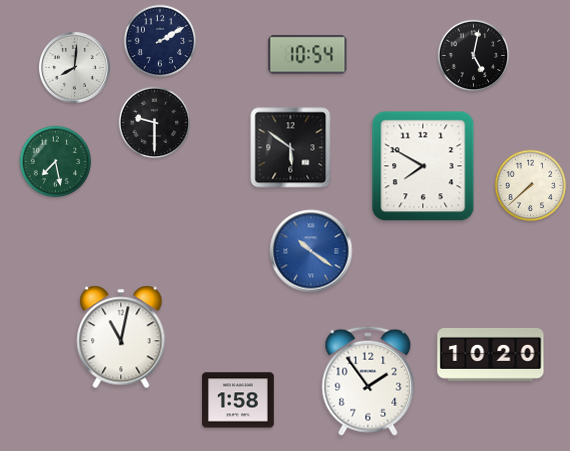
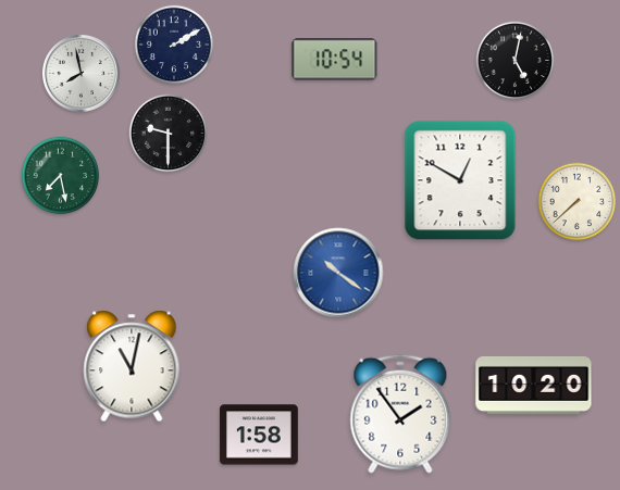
clock at (74, 67): 8:01 -> 7:58
clock at (291, 148): 5:51 -> none
clock at (423, 166): 7:50 -> 12:50
